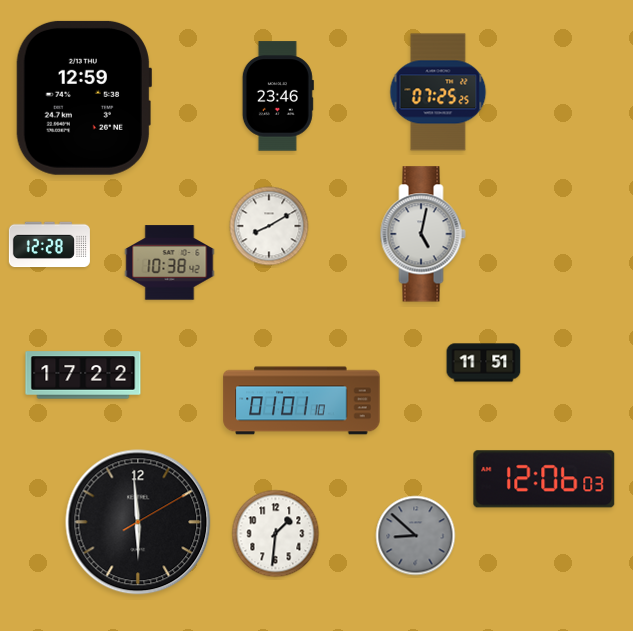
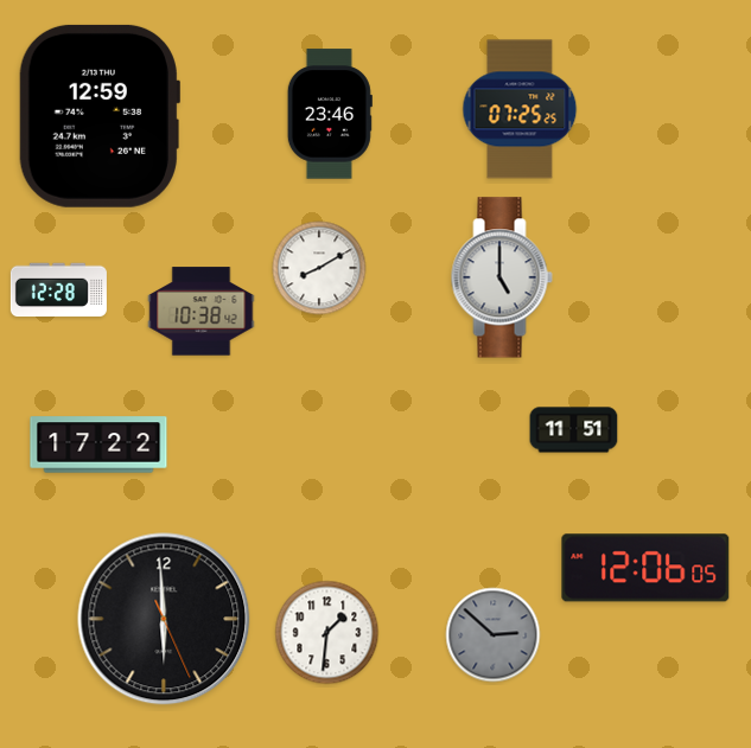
clock at (423, 234): 5:02 -> 5:00
clock at (302, 401): 01:01 -> none
clock at (544, 479): 12:06:03 -> 12:06:05
clock at (138, 522): 5:59:10 -> 5:59:26
clock at (416, 536): 8:52 -> 2:52
